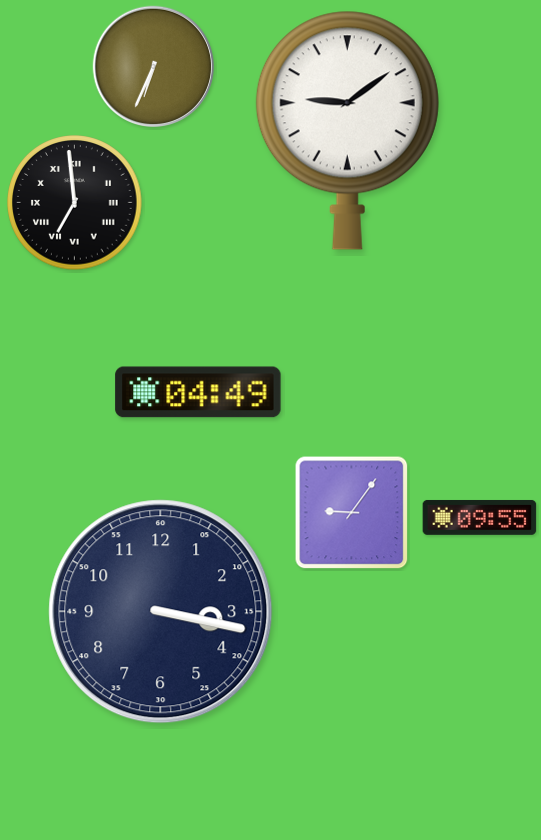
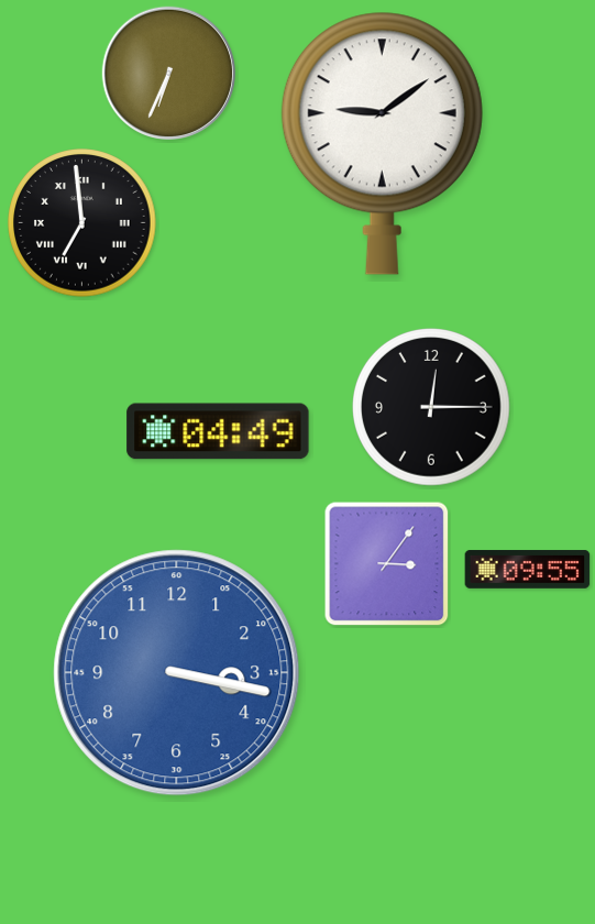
clock at (432, 408): none -> 12:15
clock at (352, 513): 9:06 -> 3:06
clock at (161, 612) dial: navy -> blue
